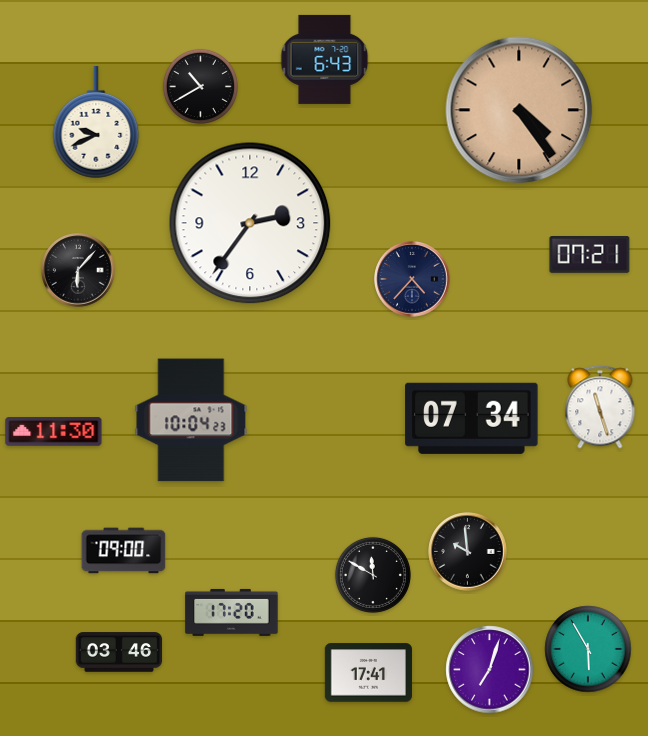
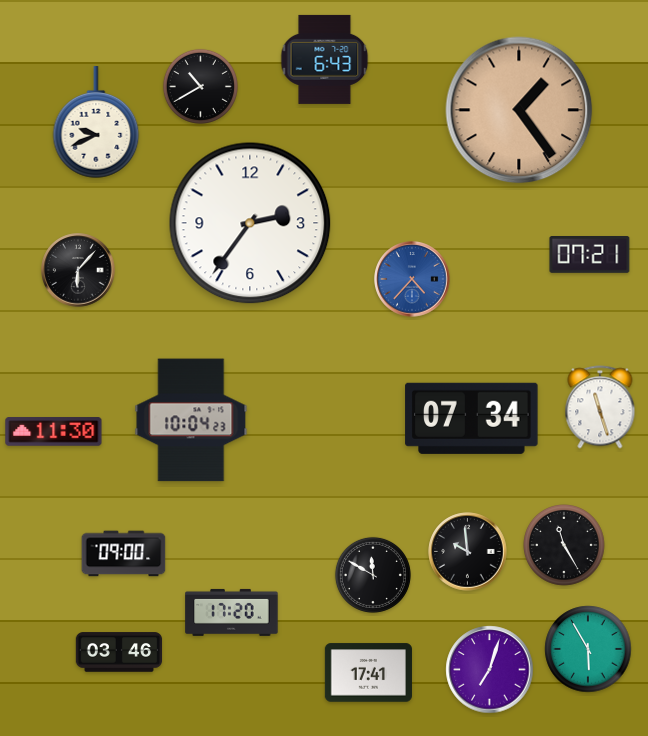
clock at (519, 110): 4:24 -> 1:24
clock at (412, 279) dial: navy -> blue
clock at (565, 546): none -> 11:25
clock at (124, 551) position: (124, 551) -> (124, 554)
